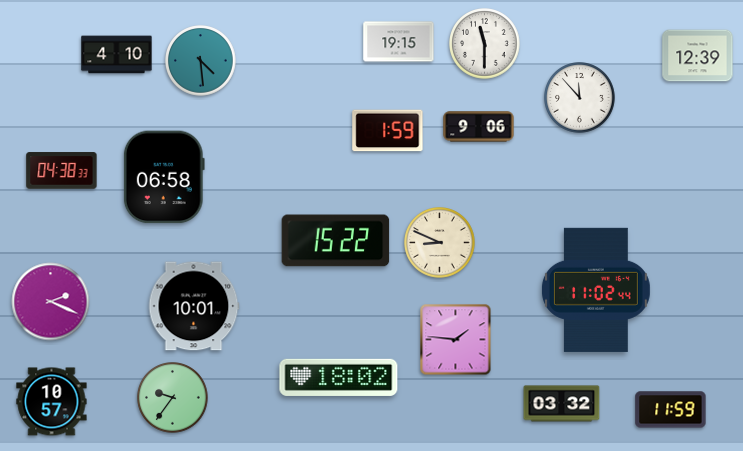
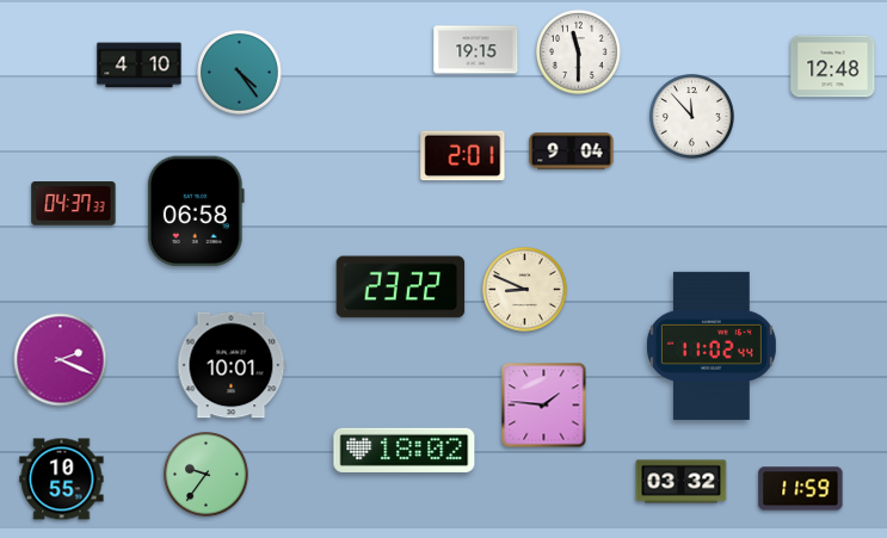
clock at (698, 56): 12:39 -> 12:48
clock at (201, 61): 4:29 -> 4:24
clock at (479, 127): 9:06 -> 9:04
clock at (388, 131): 1:59 -> 2:01
clock at (62, 171): 04:38 -> 04:37
clock at (336, 241): 15:22 -> 23:22
clock at (52, 402): 10:57 -> 10:55
clock at (562, 404) position: (562, 404) -> (682, 482)
